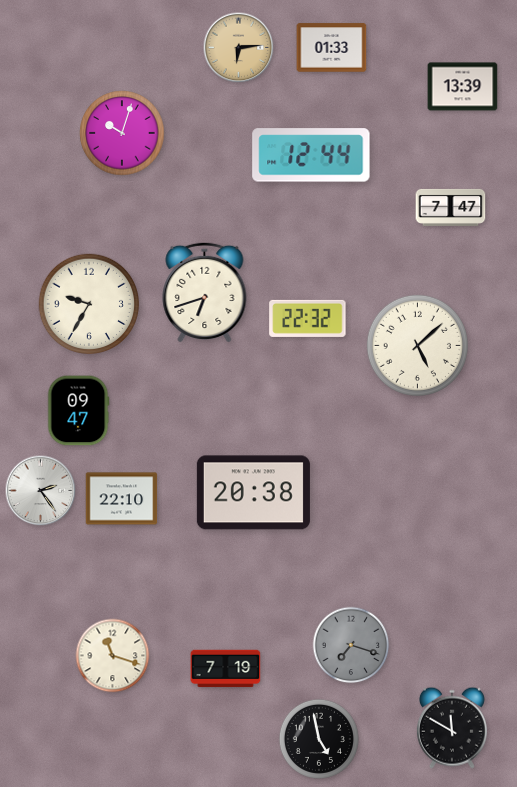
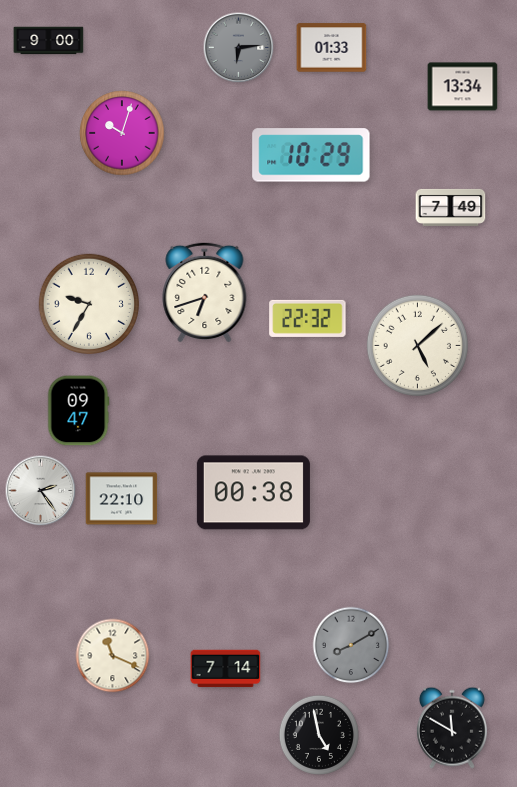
clock at (49, 41): none -> 9:00
clock at (239, 48) dial: champagne -> grey
clock at (463, 87): 13:39 -> 13:34
clock at (311, 155): 12:44 -> 10:29
clock at (451, 207): 7:47 -> 7:49
clock at (253, 493): 20:38 -> 00:38
clock at (351, 645): 7:18 -> 8:10
clock at (113, 656): 11:18 -> 11:19
clock at (226, 669): 7:19 -> 7:14
clock at (319, 739) position: (319, 739) -> (319, 735)
